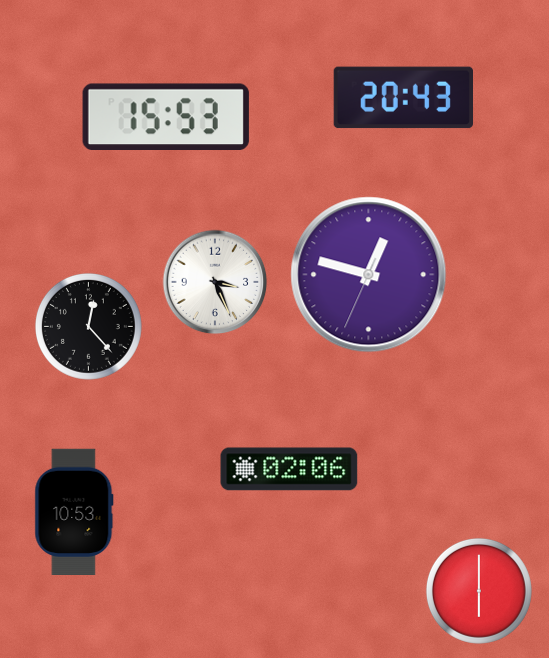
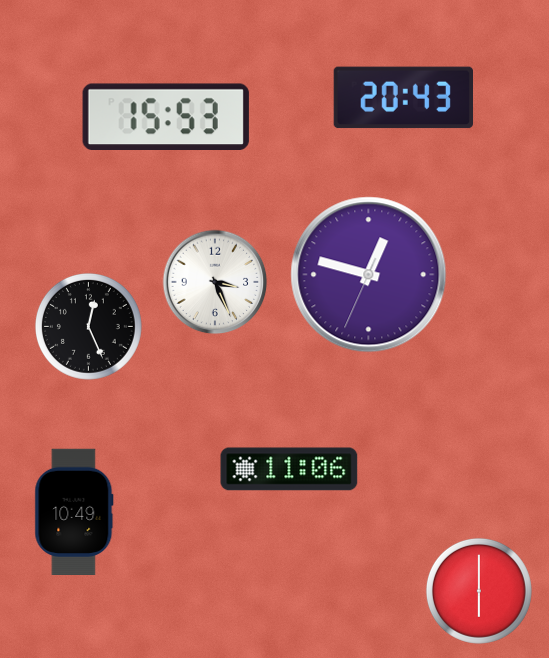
clock at (88, 326): 12:23 -> 12:26
clock at (289, 469): 02:06 -> 11:06
clock at (74, 512): 10:53 -> 10:49
